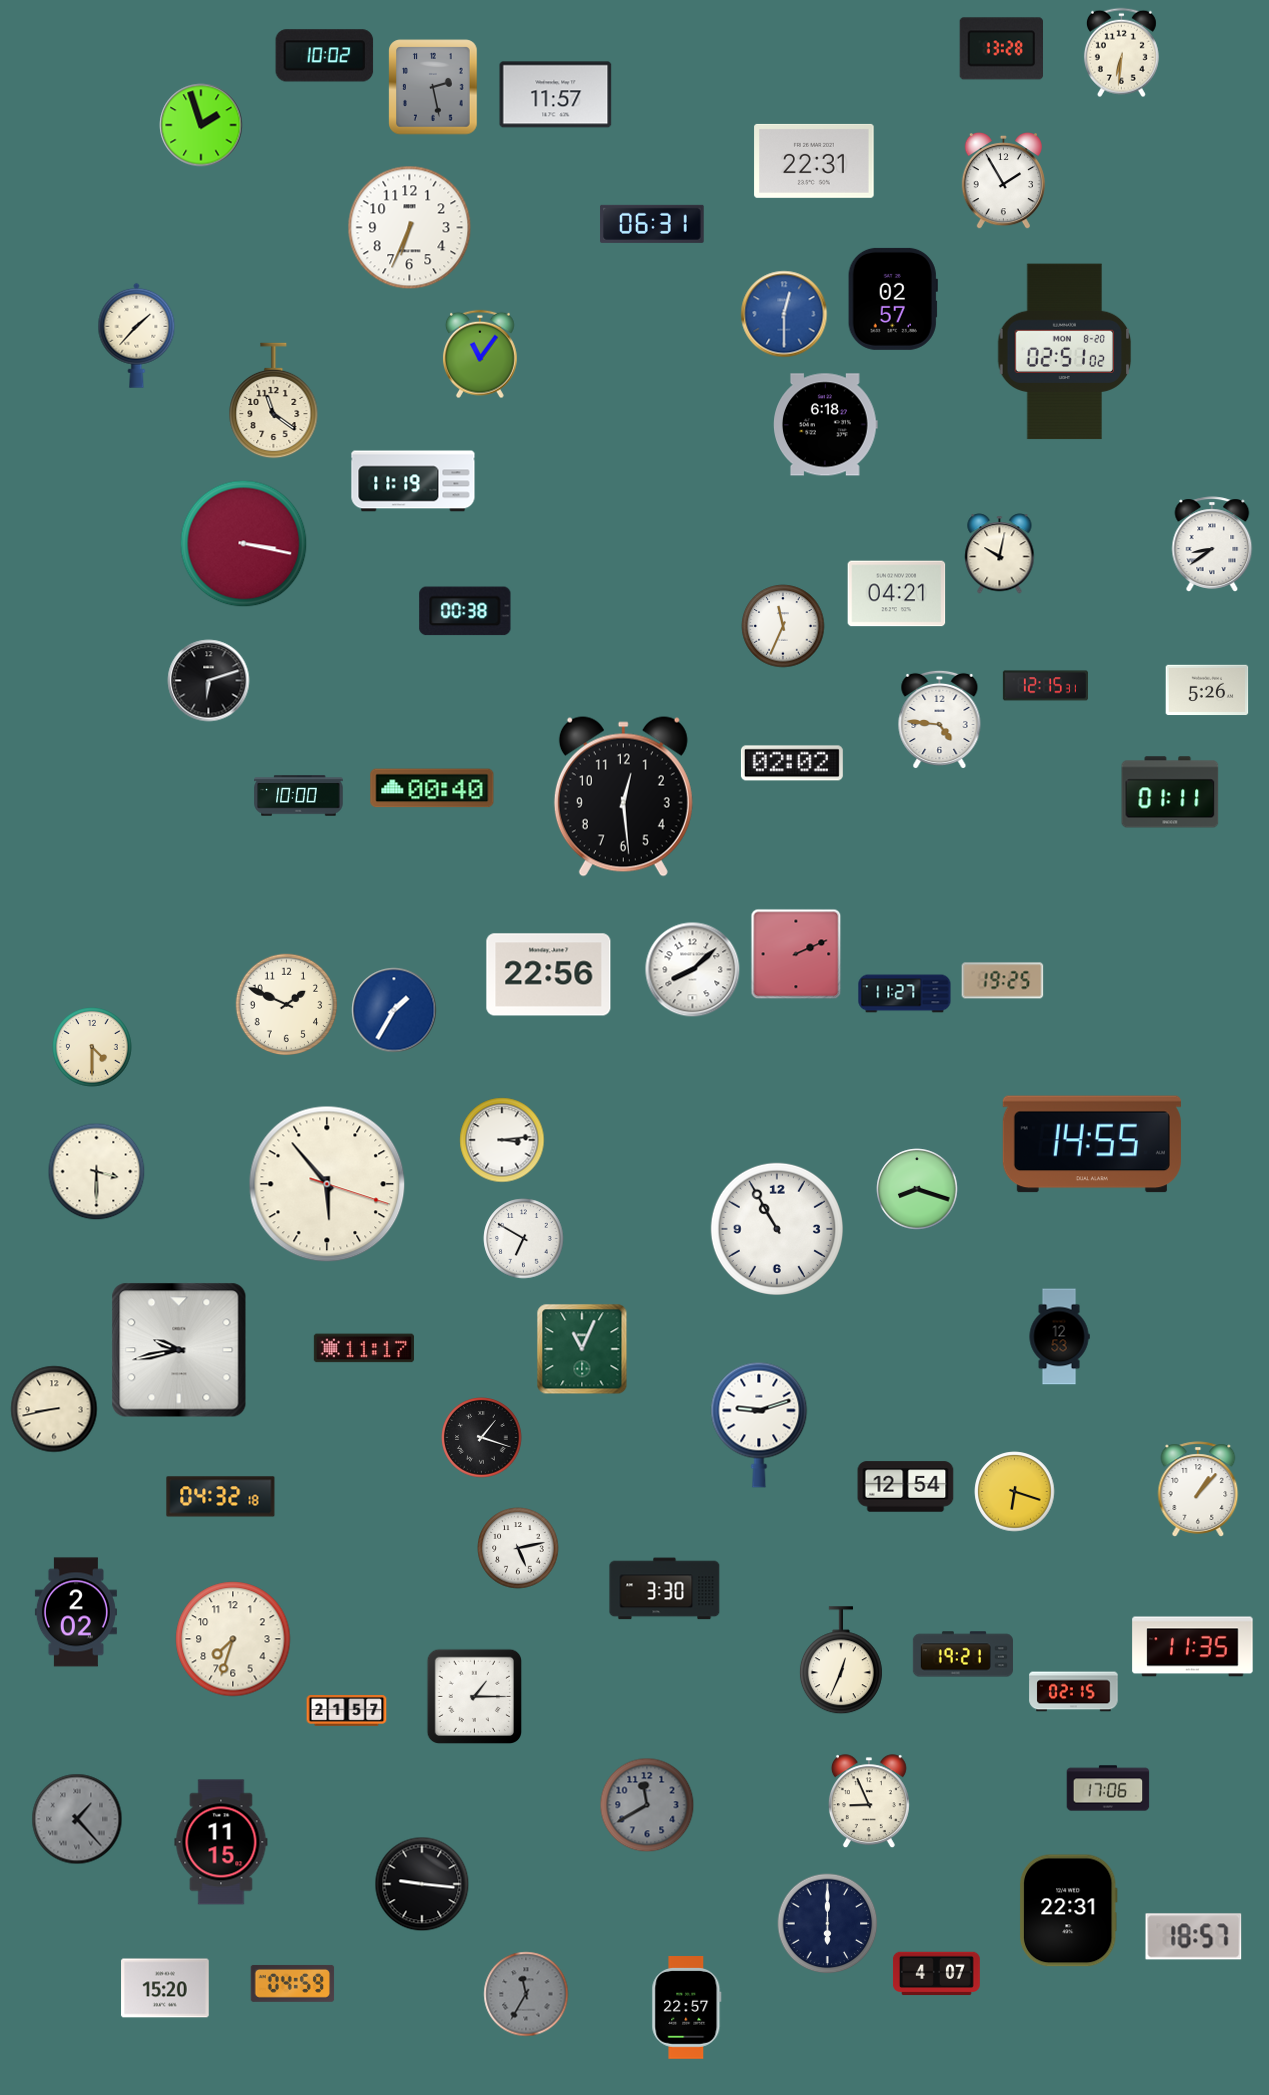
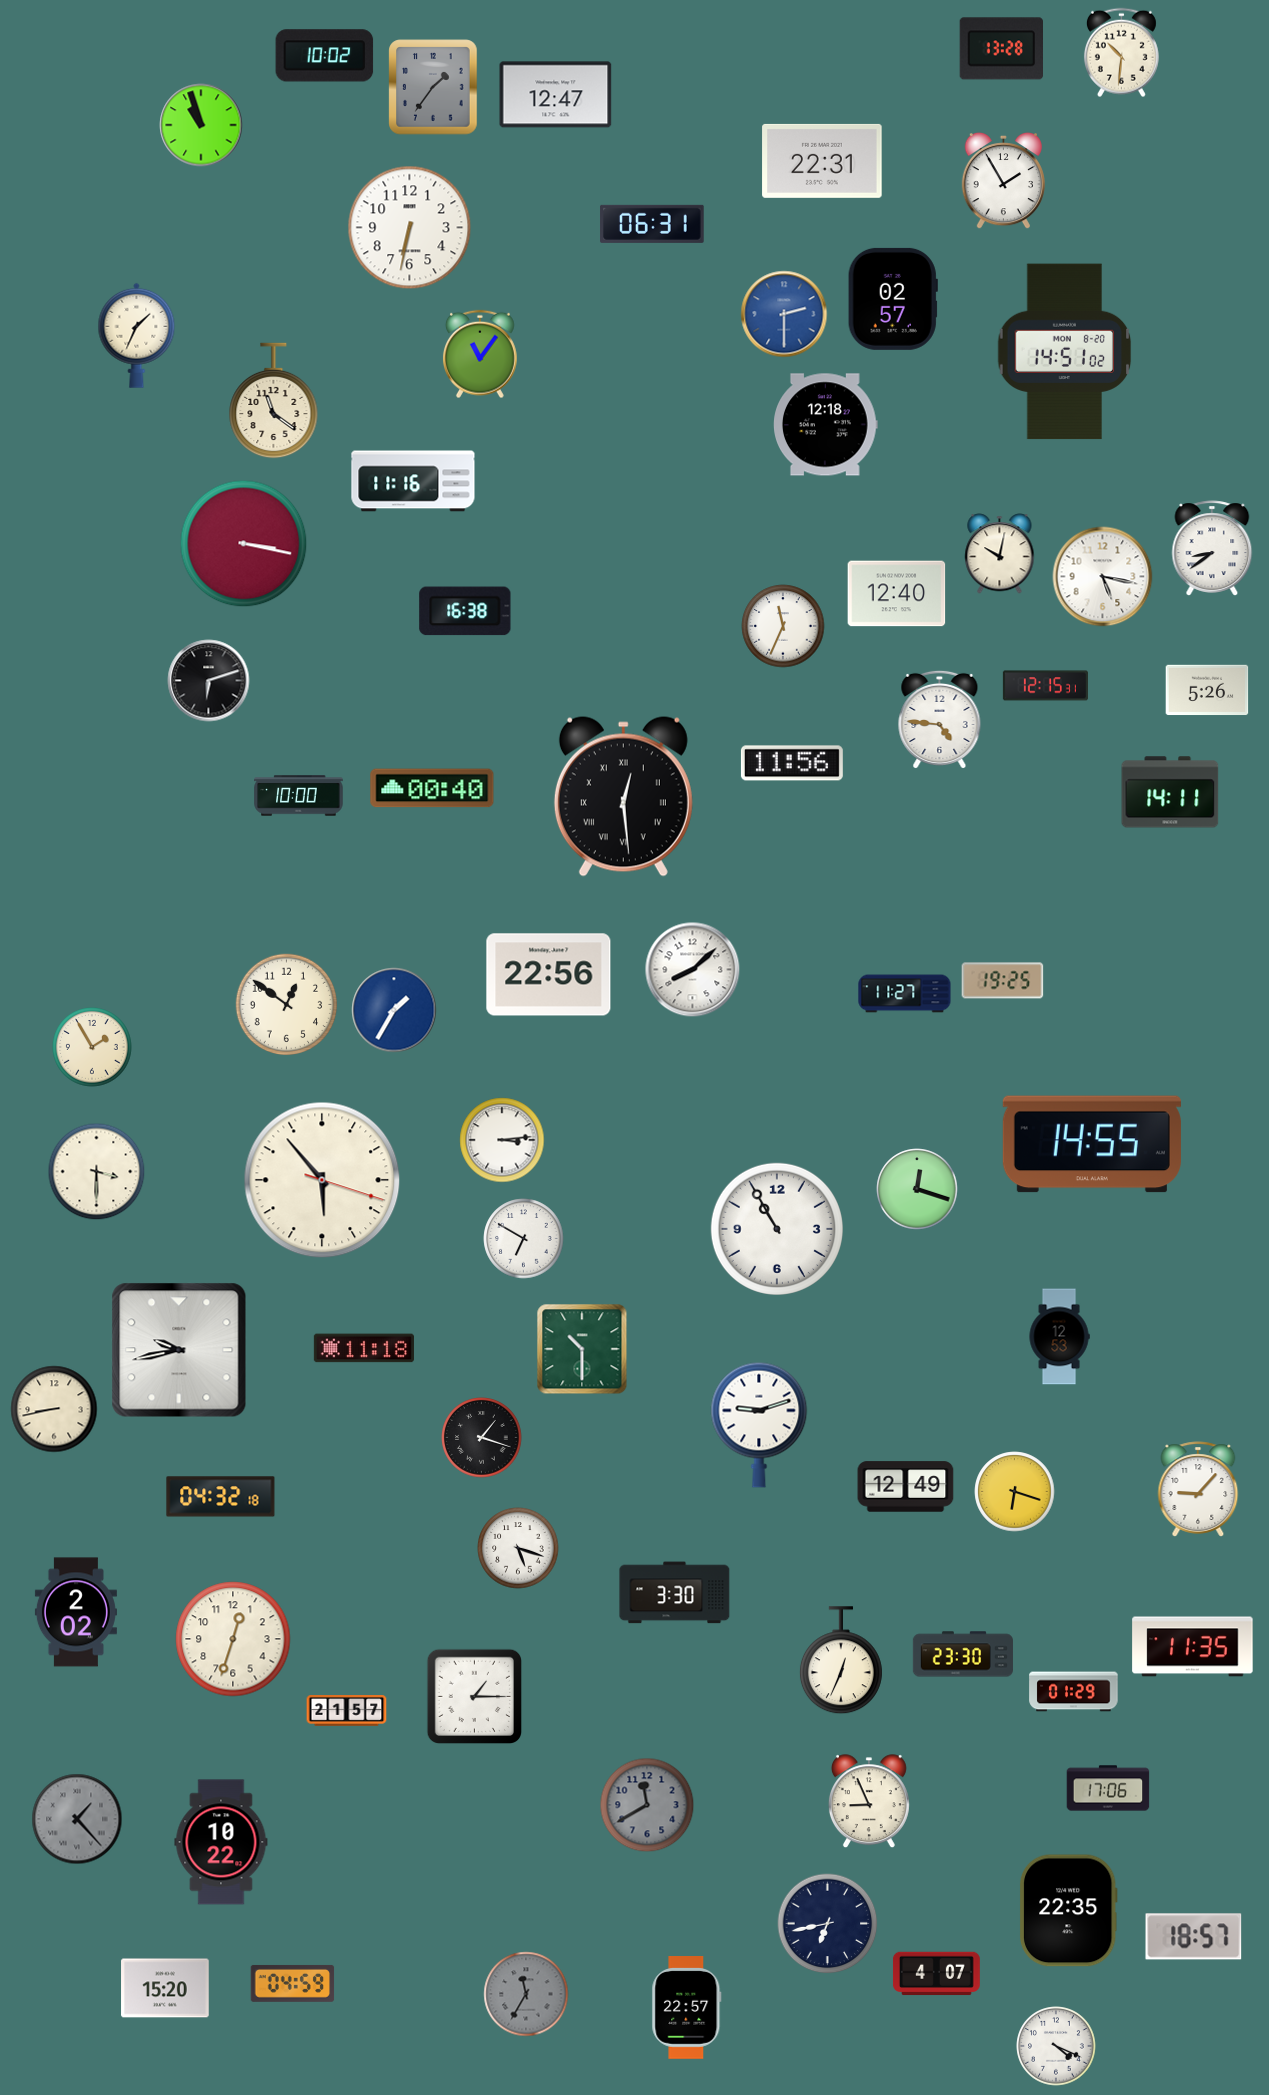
clock at (1121, 53): 6:31 -> 10:31
clock at (433, 87): 2:28 -> 1:36
clock at (556, 95): 11:57 -> 12:47
clock at (201, 125): 1:57 -> 10:57
clock at (814, 161) position: (814, 161) -> (822, 161)
clock at (410, 228): 6:34 -> 6:32
clock at (784, 314): 12:30 -> 2:30
clock at (137, 335): 1:37 -> 1:34
clock at (1065, 352): 02:51 -> 14:51
clock at (826, 425): 6:18 -> 12:18
clock at (413, 481): 11:19 -> 11:16
clock at (1212, 544) position: (1212, 544) -> (1212, 548)
clock at (1103, 577): none -> 5:17
clock at (897, 594): 04:21 -> 12:40
clock at (465, 611): 00:38 -> 16:38
clock at (792, 763): 02:02 -> 11:56
clock at (1170, 792): 01:11 -> 14:11
clock at (623, 797) numerals: Arabic -> Roman
clock at (796, 954): 2:11 -> none
clock at (287, 1005): 1:49 -> 12:51
clock at (92, 1047): 4:30 -> 1:55
clock at (327, 1184) position: (327, 1184) -> (322, 1180)
clock at (917, 1189): 8:18 -> 12:18
clock at (364, 1348): 11:17 -> 11:18
clock at (582, 1349): 11:04 -> 10:30
clock at (906, 1487): 12:54 -> 12:49
clock at (1198, 1489): 1:07 -> 9:07
clock at (518, 1548): 5:13 -> 5:18
clock at (665, 1589) position: (665, 1589) -> (675, 1593)
clock at (233, 1639): 7:33 -> 12:33
clock at (963, 1654): 19:21 -> 23:30
clock at (1074, 1692): 02:15 -> 01:29
clock at (221, 1842): 11:15 -> 10:22
clock at (422, 1884): 9:16 -> none
clock at (1068, 1911): 22:31 -> 22:35
clock at (828, 1924): 6:00 -> 6:43
clock at (1056, 2046): none -> 4:19
